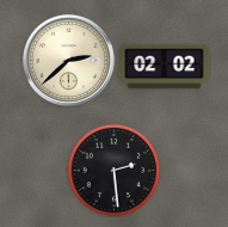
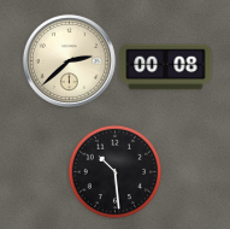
clock at (165, 67): 02:02 -> 00:08
clock at (113, 170): 2:29 -> 10:29
